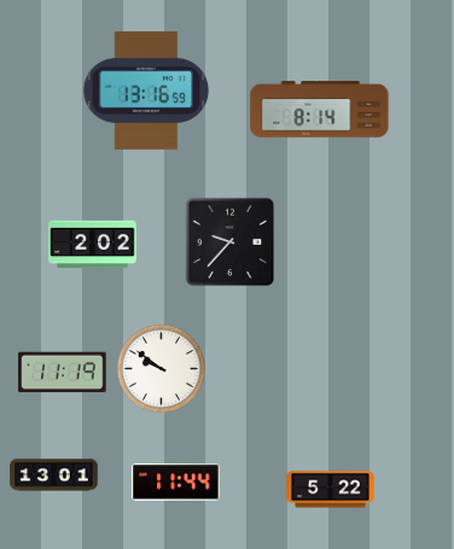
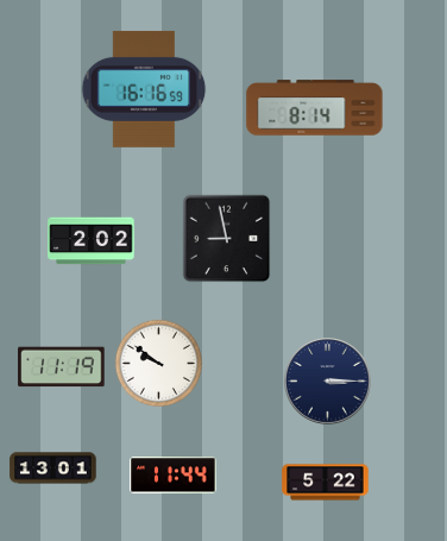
clock at (146, 90): 13:16 -> 16:16
clock at (231, 243): 9:37 -> 8:58
clock at (328, 382): none -> 3:15
